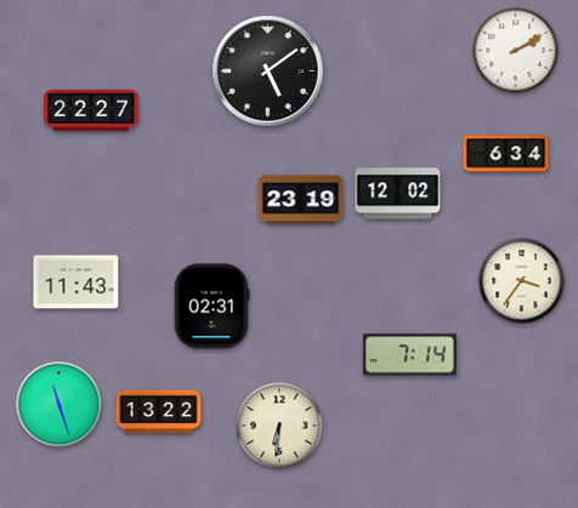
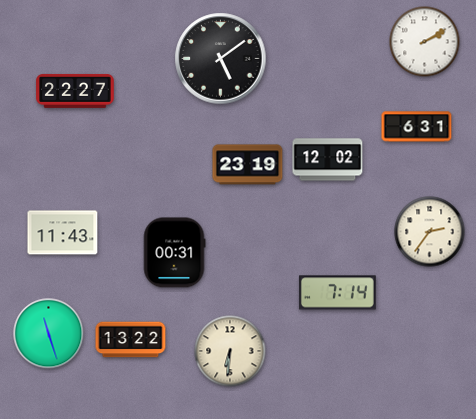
clock at (506, 154): 6:34 -> 6:31
clock at (522, 281): 3:36 -> 2:36
clock at (211, 307): 02:31 -> 00:31
